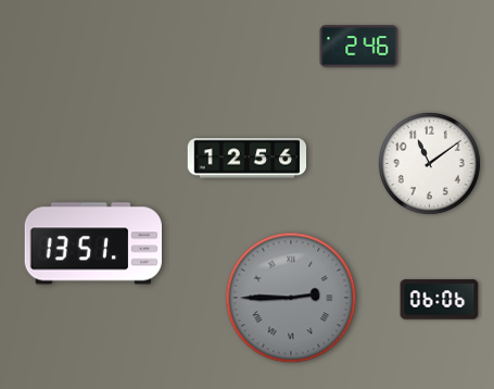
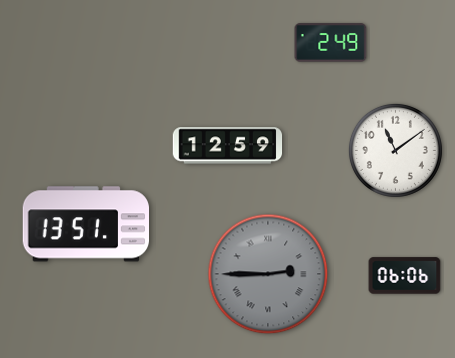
clock at (359, 47): 2:46 -> 2:49
clock at (248, 159): 12:56 -> 12:59
